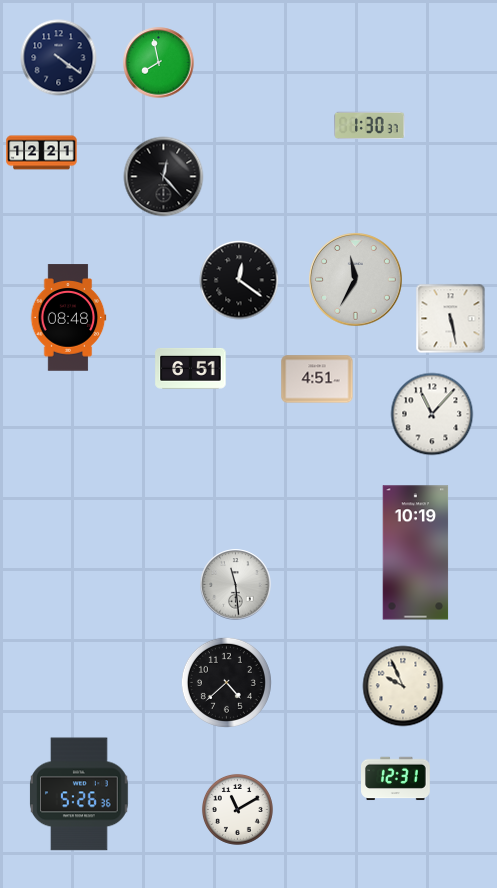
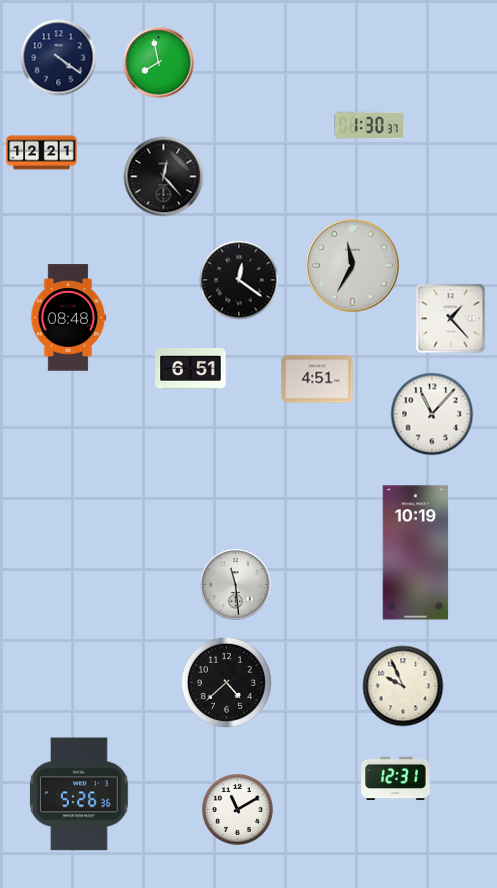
clock at (356, 280) position: (356, 280) -> (353, 266)
clock at (451, 319): 5:28 -> 1:23
